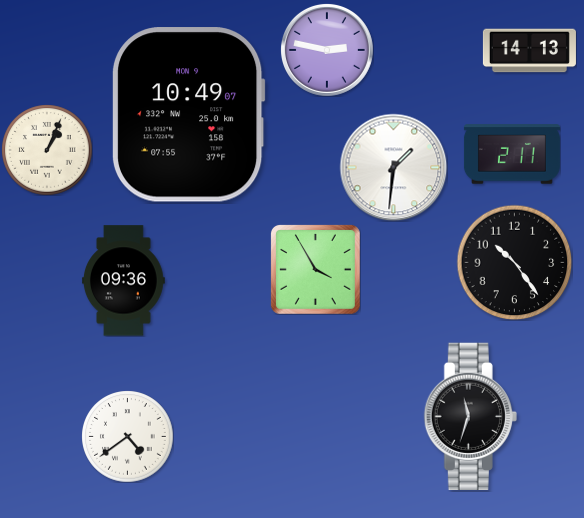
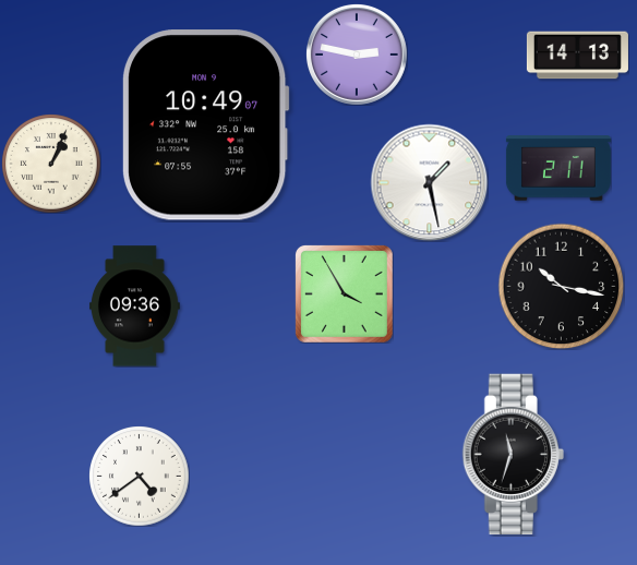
clock at (393, 167): 1:31 -> 1:28
clock at (514, 262): 10:24 -> 10:17
